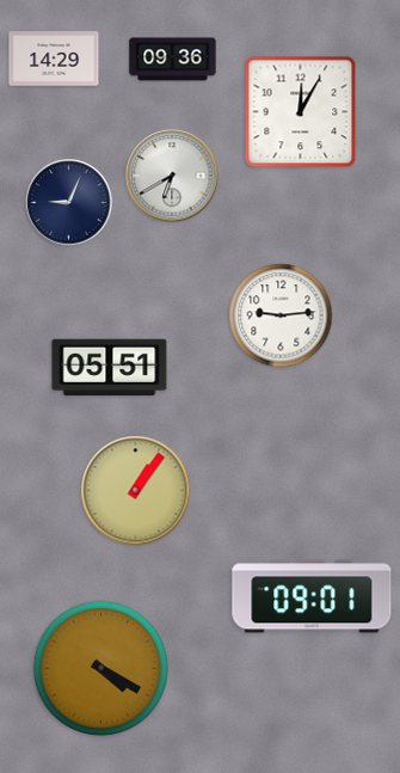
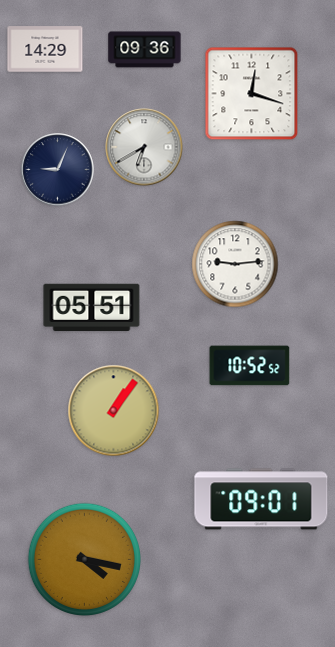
clock at (301, 112): 12:05 -> 12:18
clock at (250, 366): none -> 10:52
clock at (100, 668): 4:20 -> 4:17
